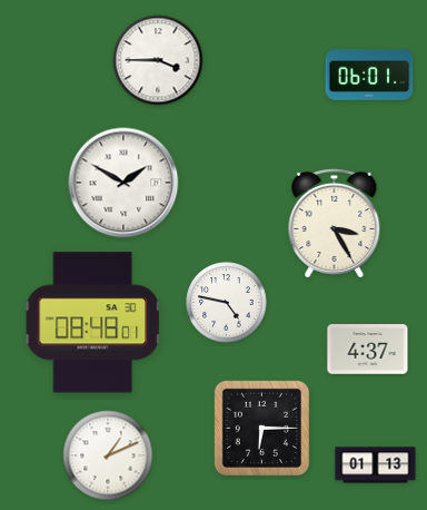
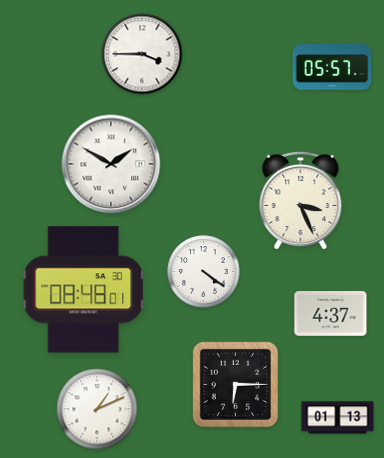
clock at (369, 76): 06:01 -> 05:57
clock at (335, 223): 3:25 -> 3:26
clock at (227, 303): 4:47 -> 4:21
